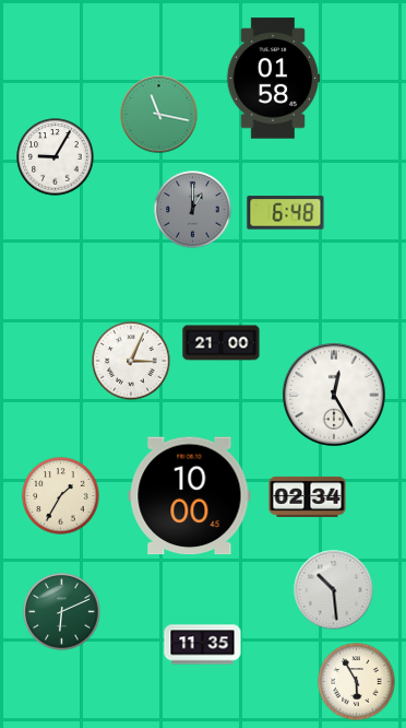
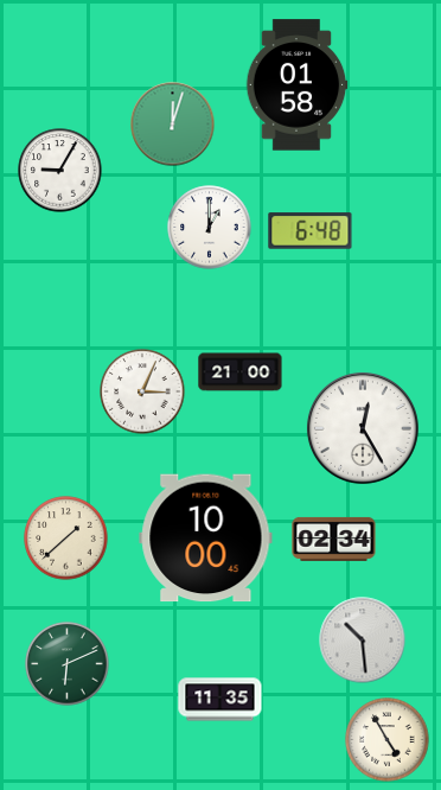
clock at (159, 115): 11:17 -> 12:03
clock at (193, 210) dial: grey -> white
clock at (61, 496): 1:35 -> 1:38
clock at (357, 682): 5:55 -> 4:55
